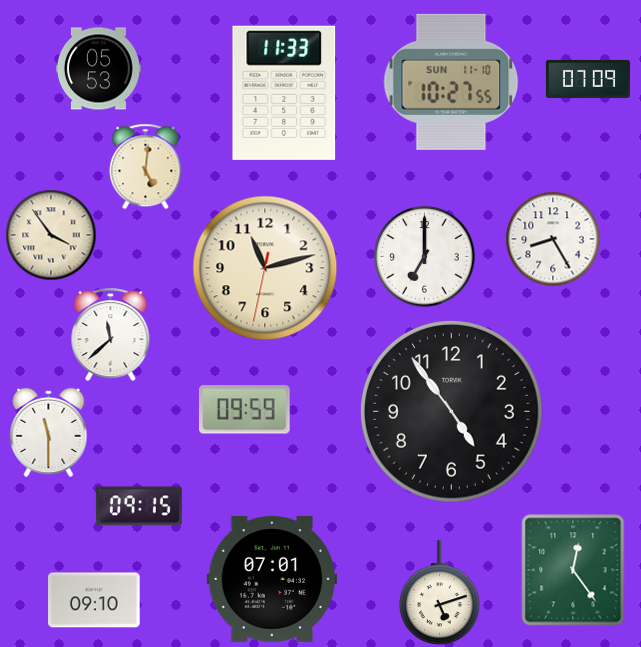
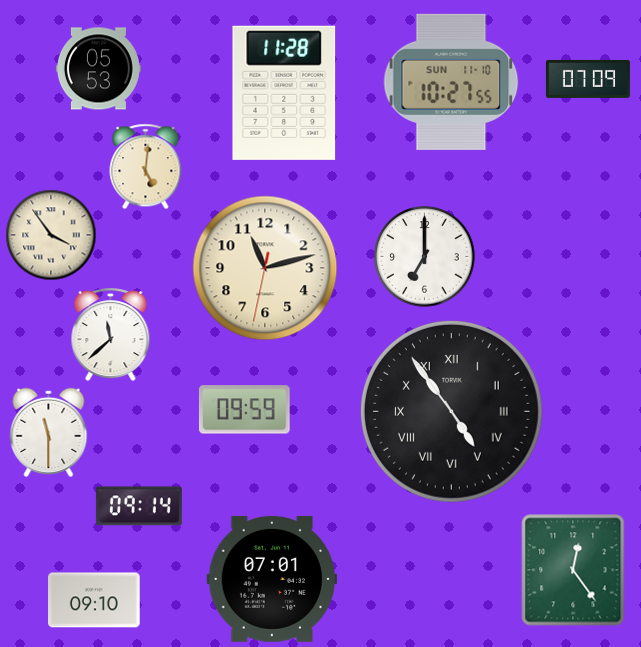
clock at (284, 93): 11:33 -> 11:28
clock at (553, 239): 8:25 -> none
clock at (451, 411) numerals: Arabic -> Roman
clock at (139, 506): 09:15 -> 09:14
clock at (440, 592): 5:12 -> none
